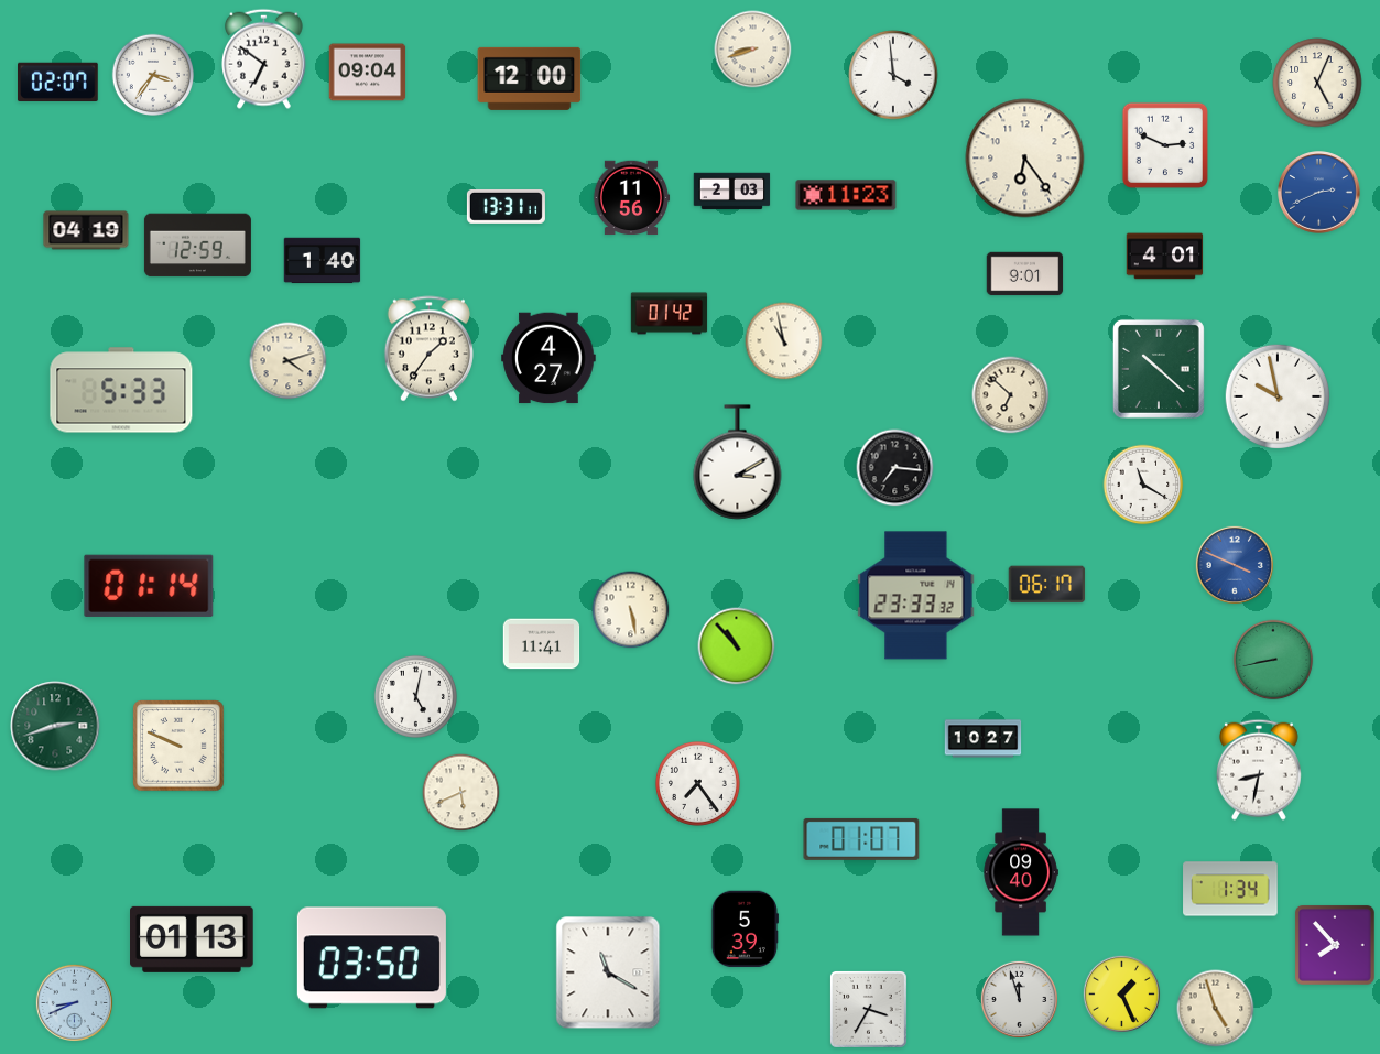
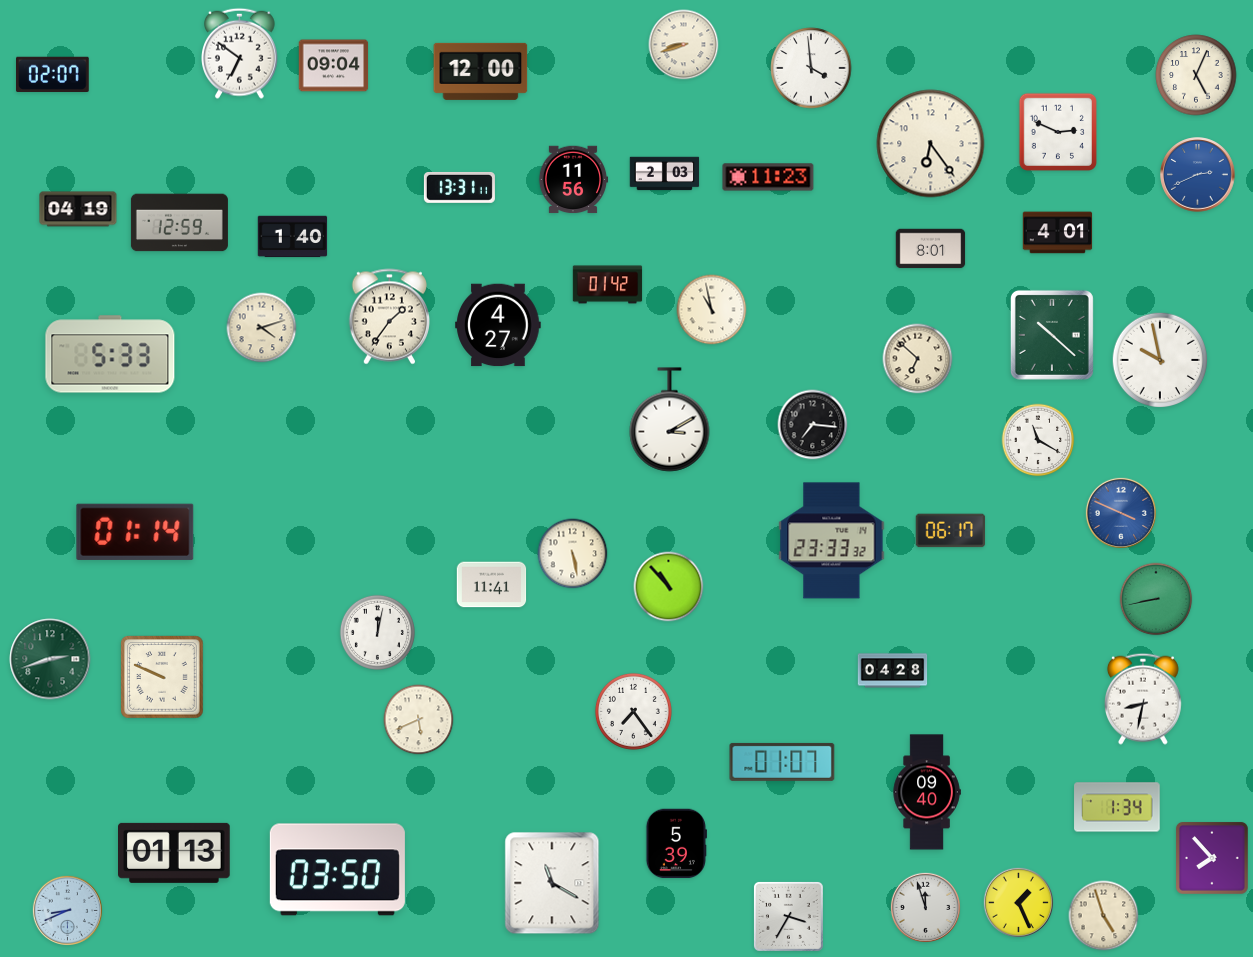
clock at (152, 74): 3:36 -> none
clock at (1025, 274): 9:01 -> 8:01
clock at (415, 696): 5:02 -> 12:02
clock at (984, 739): 10:27 -> 04:28
